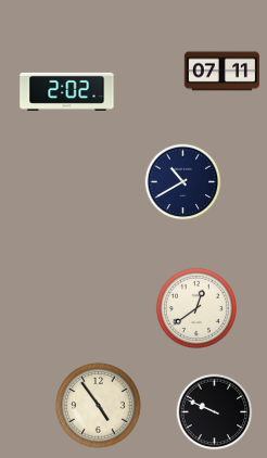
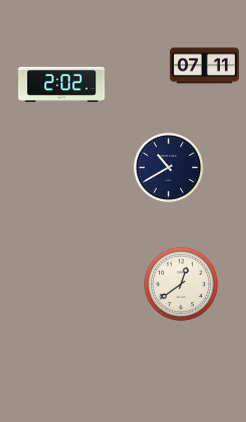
clock at (99, 406): 4:54 -> none
clock at (215, 412): 9:49 -> none
